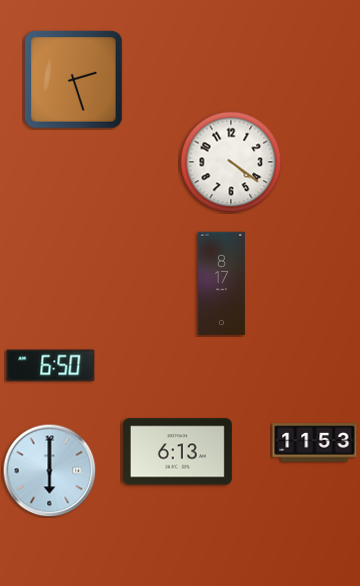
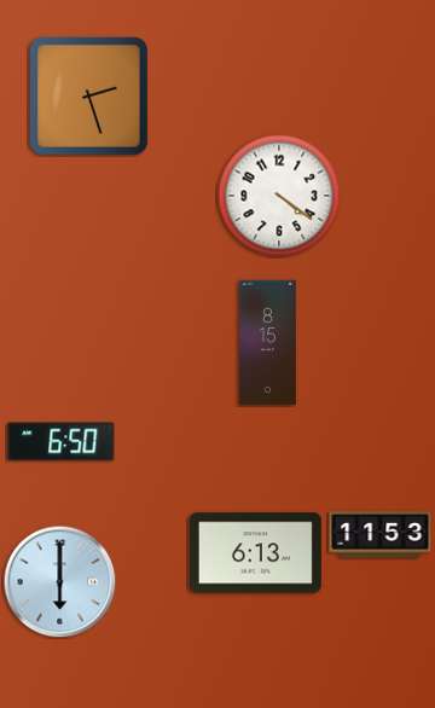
clock at (221, 284): 8:17 -> 8:15
clock at (177, 452) position: (177, 452) -> (255, 553)
clock at (49, 470) position: (49, 470) -> (59, 581)
